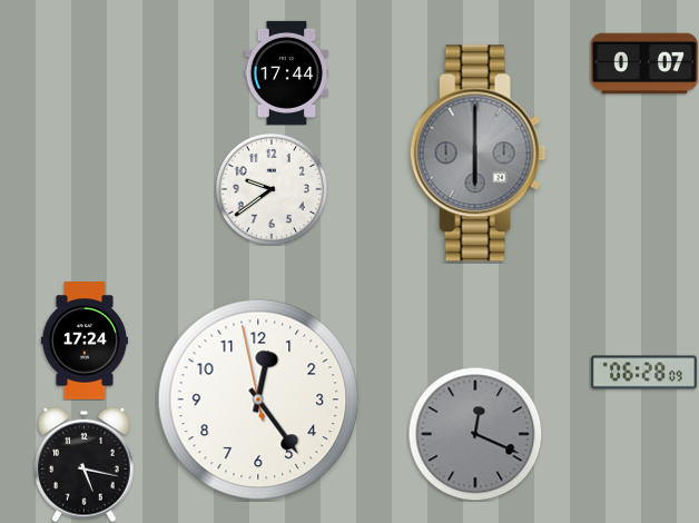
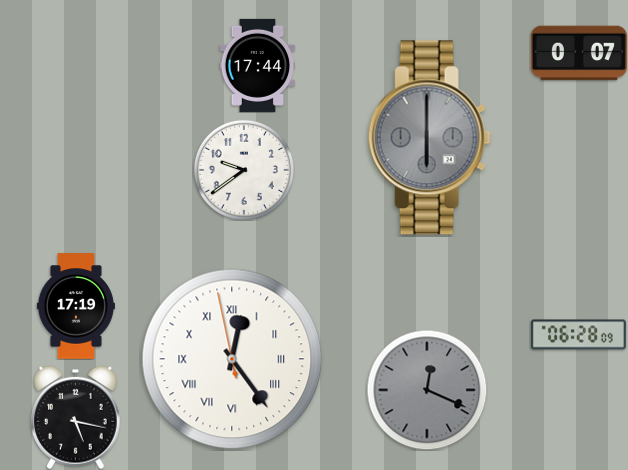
clock at (644, 63) position: (644, 63) -> (579, 53)
clock at (85, 341): 17:24 -> 17:19
clock at (258, 399) numerals: Arabic -> Roman
